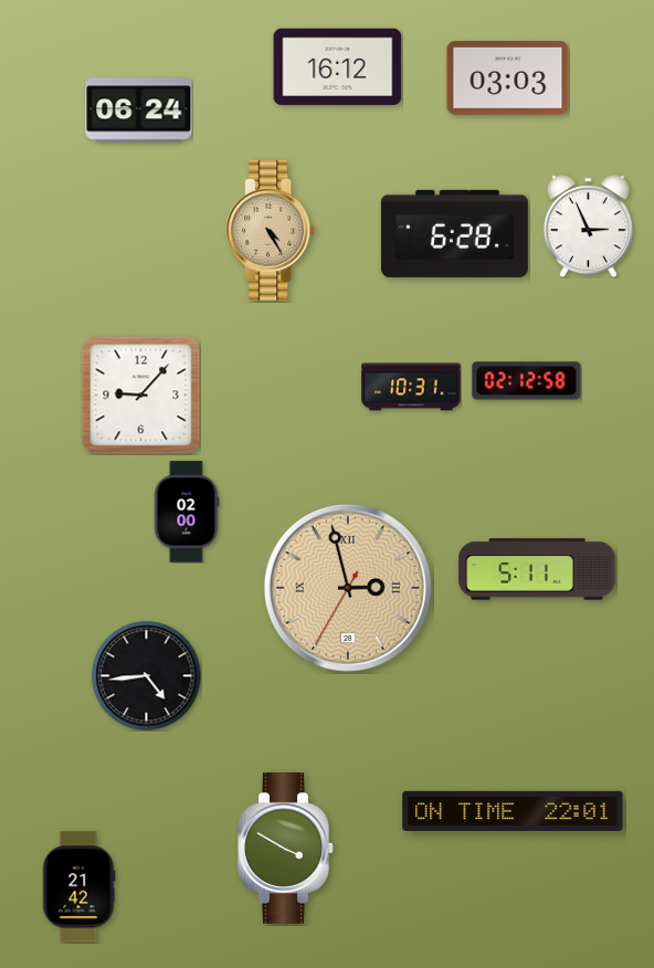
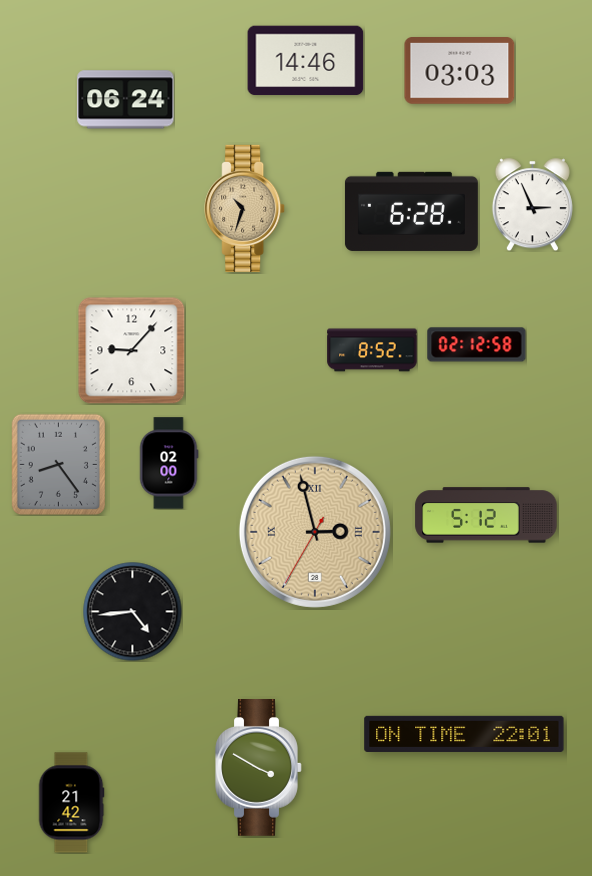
clock at (338, 67): 16:12 -> 14:46
clock at (271, 230): 4:25 -> 10:33
clock at (411, 387): 10:31 -> 8:52
clock at (140, 394) position: (140, 394) -> (131, 350)
clock at (58, 464): none -> 8:24
clock at (537, 569): 5:11 -> 5:12
